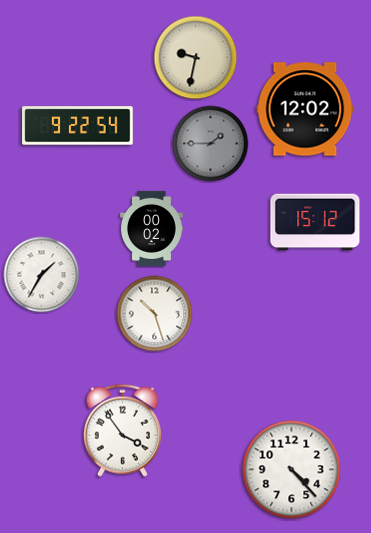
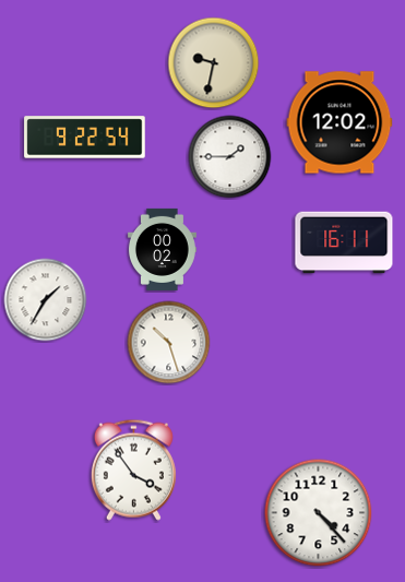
clock at (305, 109) position: (305, 109) -> (340, 122)
clock at (211, 144) dial: grey -> white
clock at (315, 222): 15:12 -> 16:11
clock at (151, 228) position: (151, 228) -> (162, 249)
